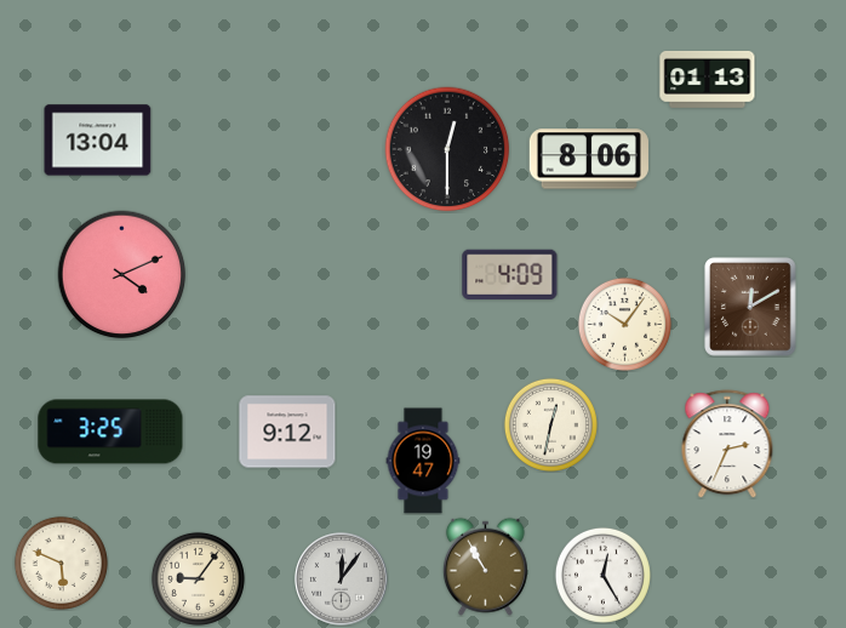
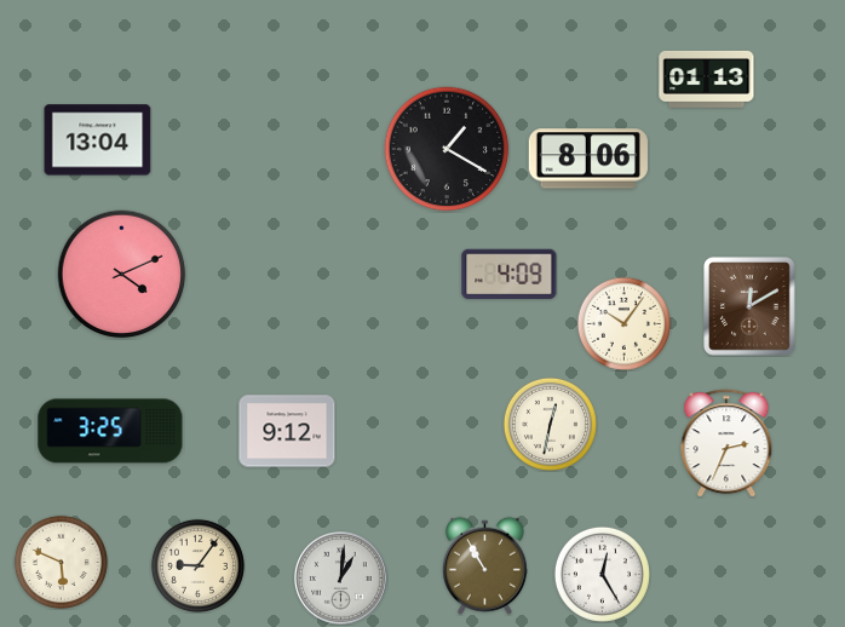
clock at (447, 149): 12:30 -> 1:20
clock at (423, 461): 19:47 -> none
clock at (198, 578) position: (198, 578) -> (197, 565)
clock at (342, 580): 12:06 -> 1:01
